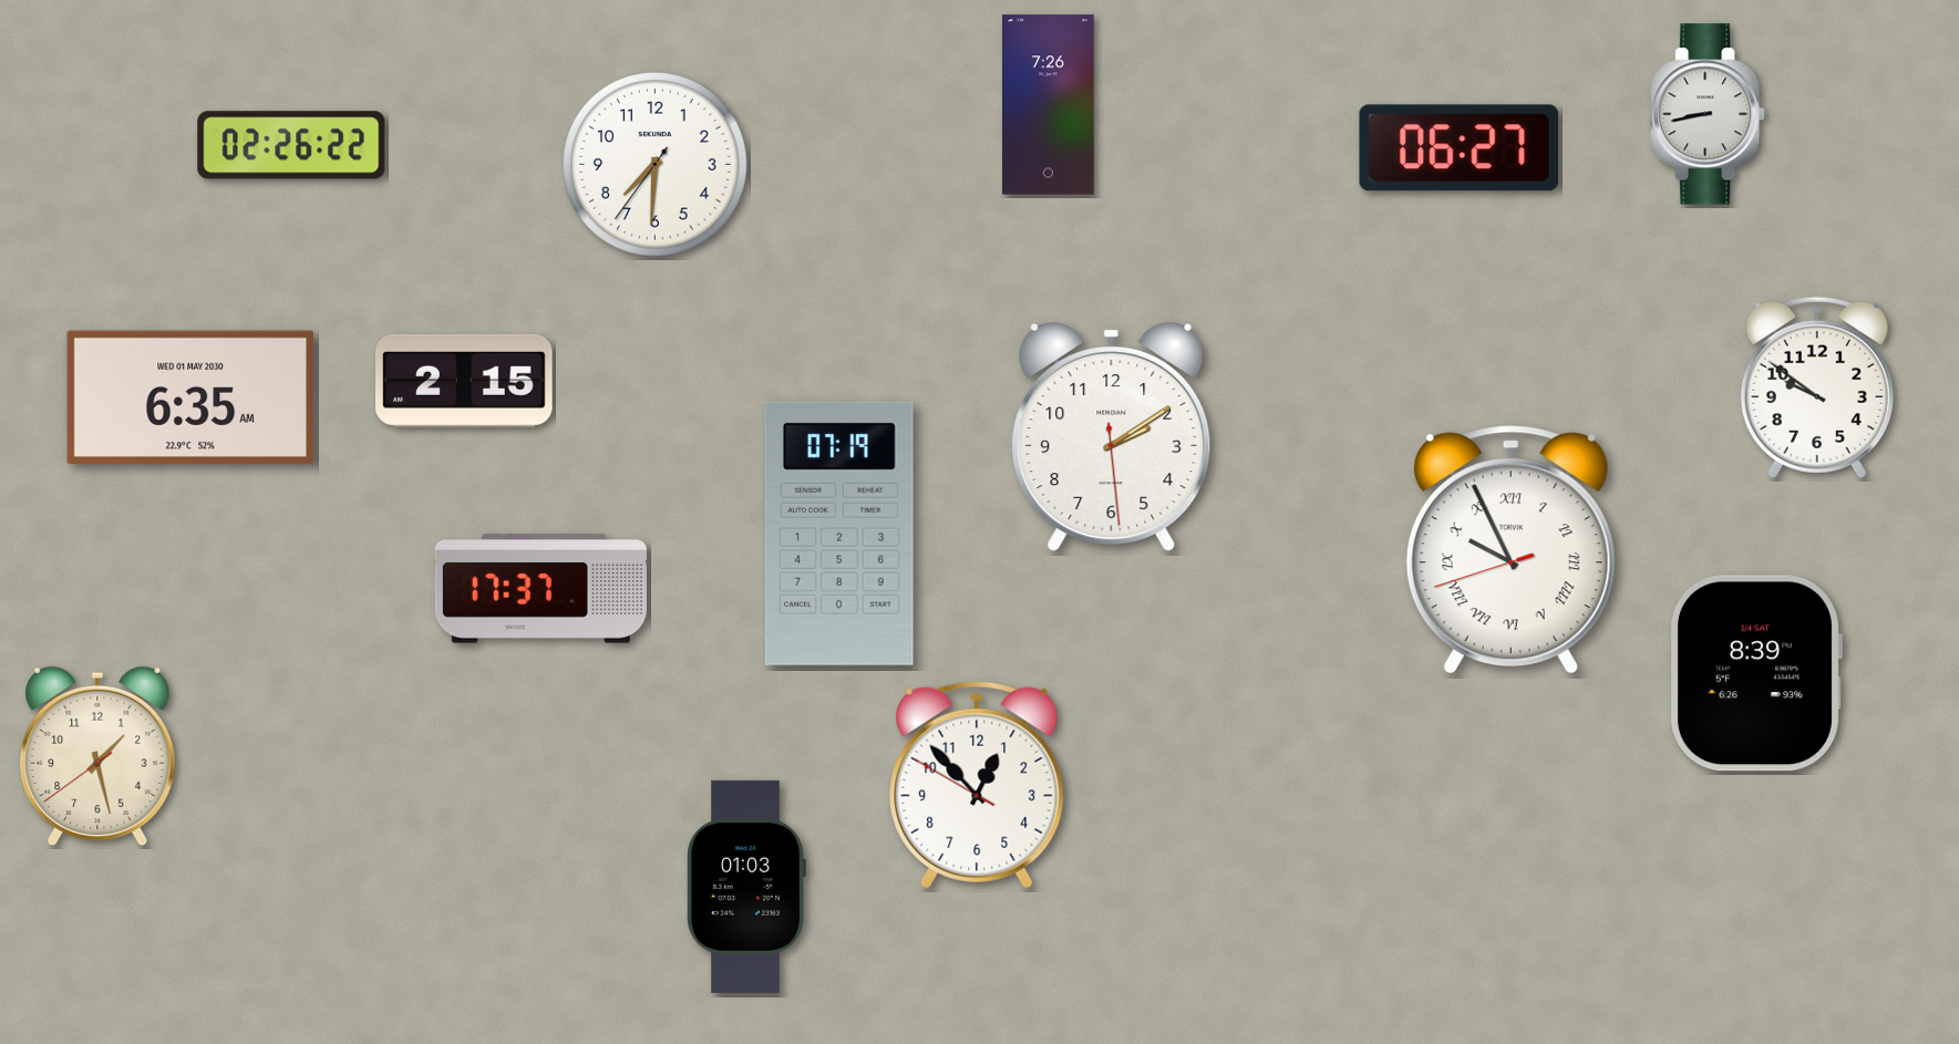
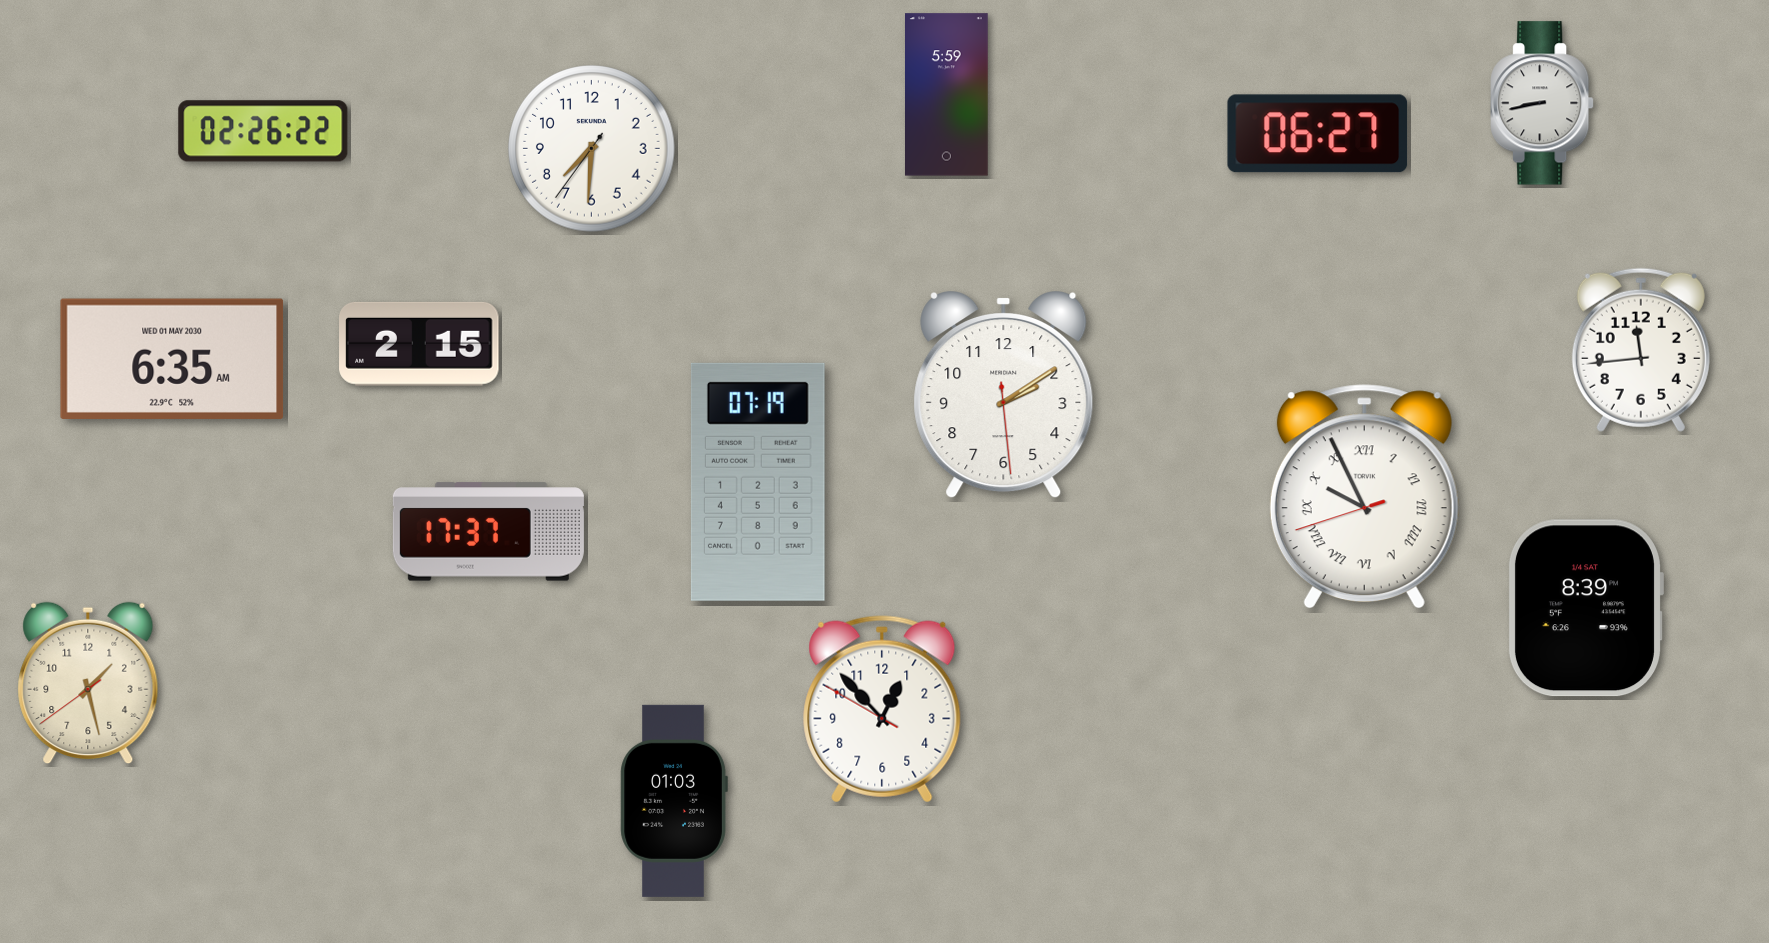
clock at (1049, 105): 7:26 -> 5:59
clock at (1817, 387): 9:51 -> 11:44
